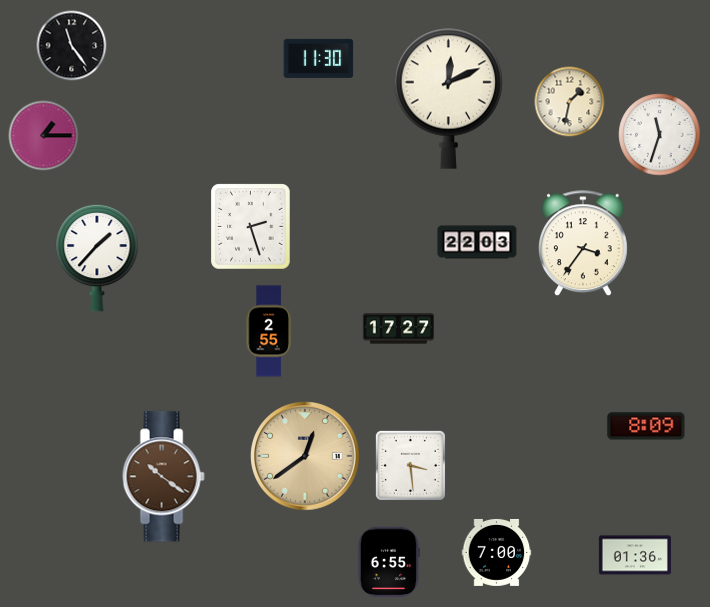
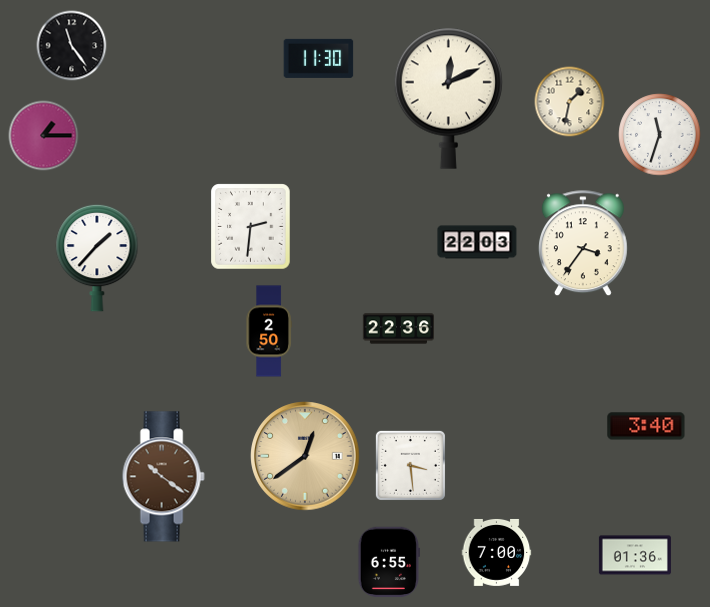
clock at (251, 227): 2:27 -> 2:31
clock at (399, 329): 17:27 -> 22:36
clock at (269, 331): 2:55 -> 2:50
clock at (646, 426): 8:09 -> 3:40
